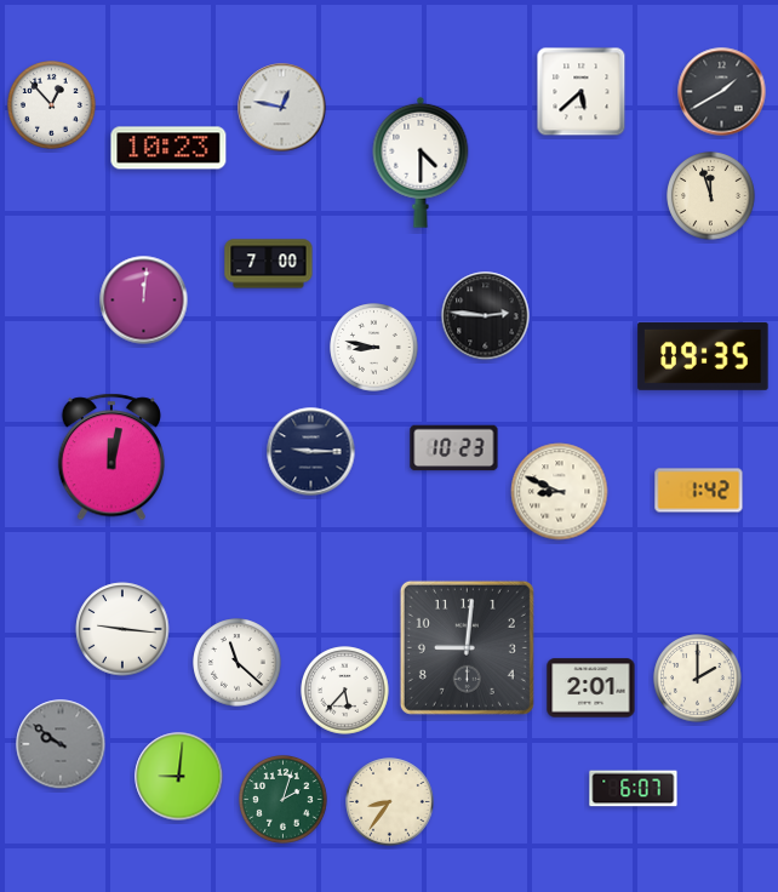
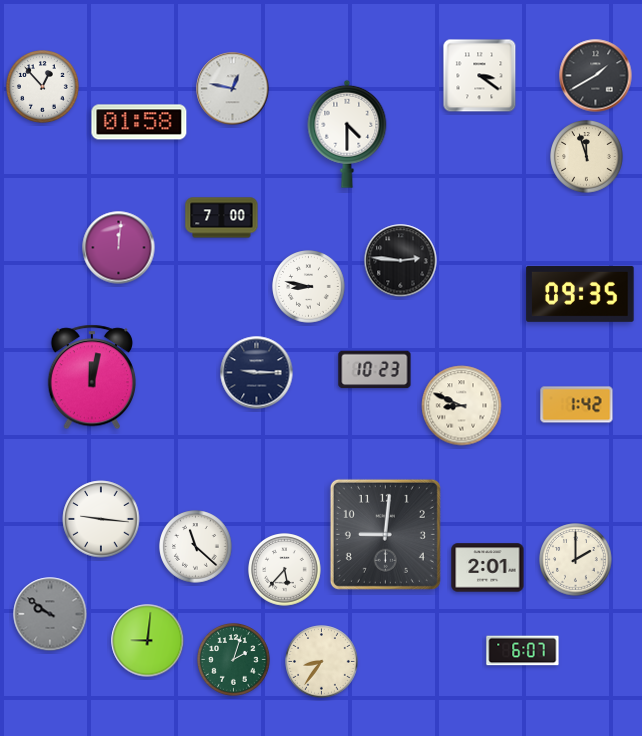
clock at (582, 92): 5:38 -> 3:21
clock at (168, 148): 10:23 -> 01:58
clock at (711, 196) position: (711, 196) -> (587, 157)
